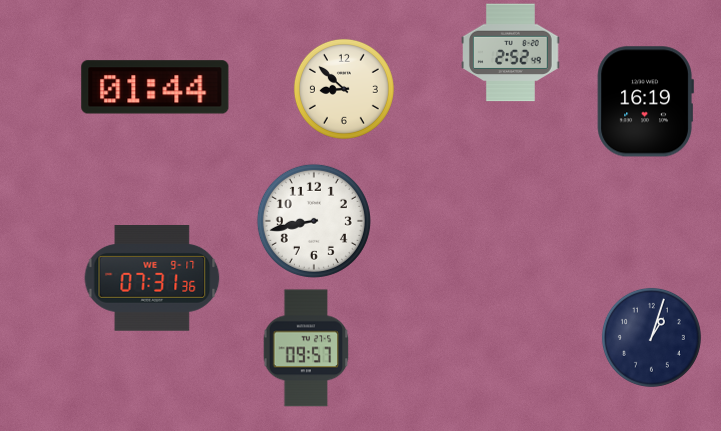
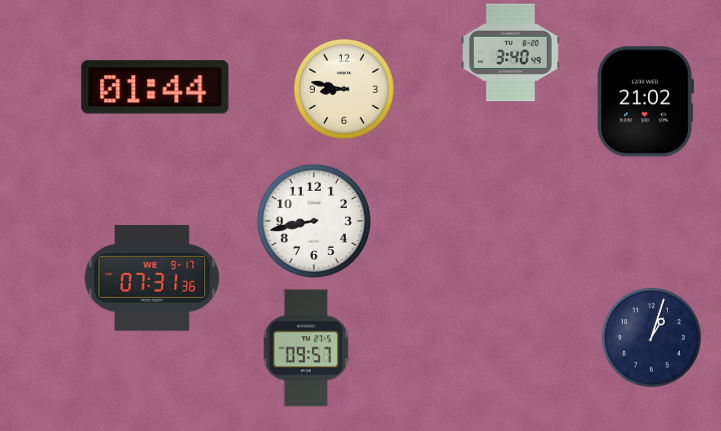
clock at (511, 53): 2:52 -> 3:40
clock at (344, 89): 8:52 -> 8:47
clock at (645, 102): 16:19 -> 21:02
